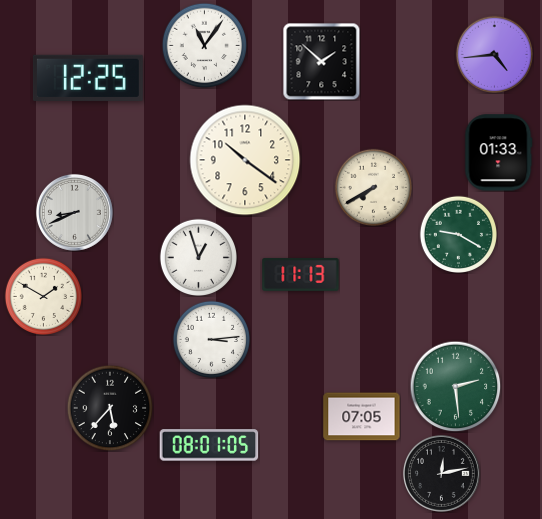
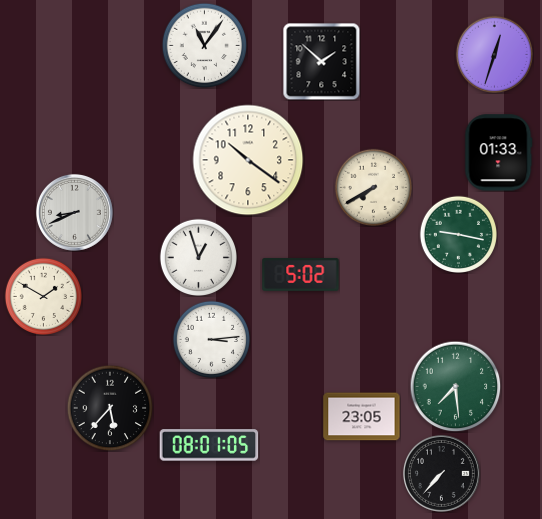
clock at (494, 54): 4:44 -> 12:33
clock at (88, 78): 12:25 -> none
clock at (245, 160) position: (245, 160) -> (248, 160)
clock at (458, 234): 9:20 -> 9:17
clock at (301, 274): 11:13 -> 5:02
clock at (455, 386): 2:29 -> 7:29
clock at (362, 417): 07:05 -> 23:05
clock at (441, 473): 12:13 -> 7:37
